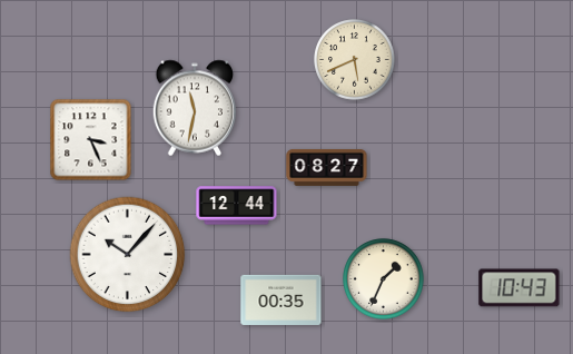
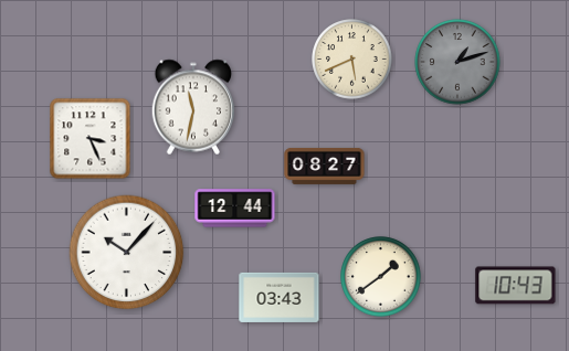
clock at (457, 62): none -> 1:12
clock at (237, 206) position: (237, 206) -> (235, 209)
clock at (384, 279): 1:34 -> 1:39
clock at (281, 299): 00:35 -> 03:43
